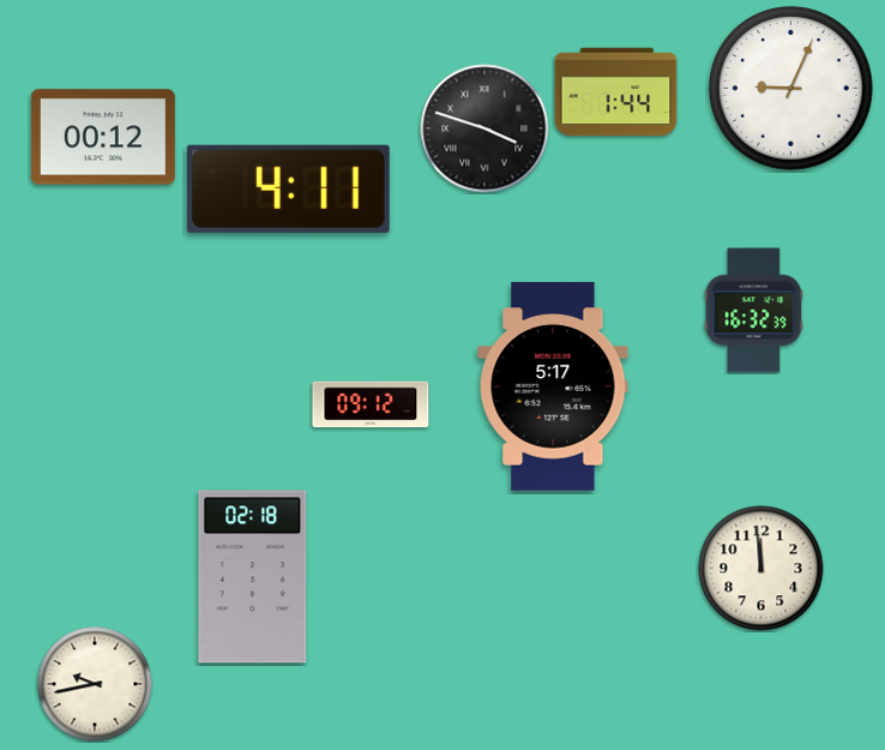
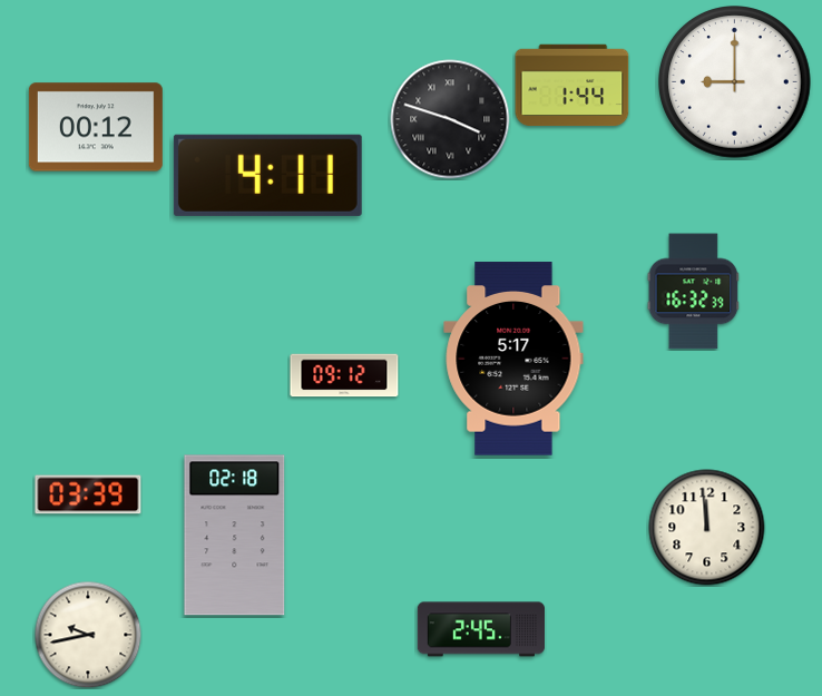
clock at (791, 89): 9:04 -> 9:00
clock at (754, 311) position: (754, 311) -> (694, 292)
clock at (88, 494): none -> 03:39
clock at (481, 629): none -> 2:45
